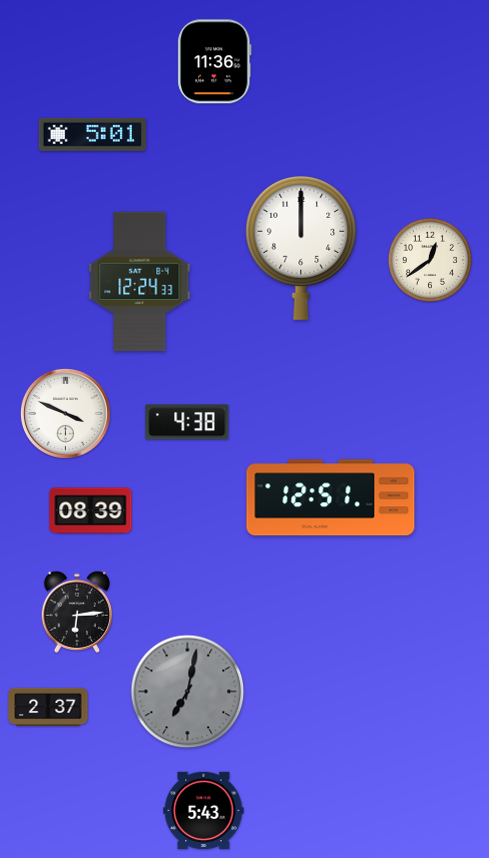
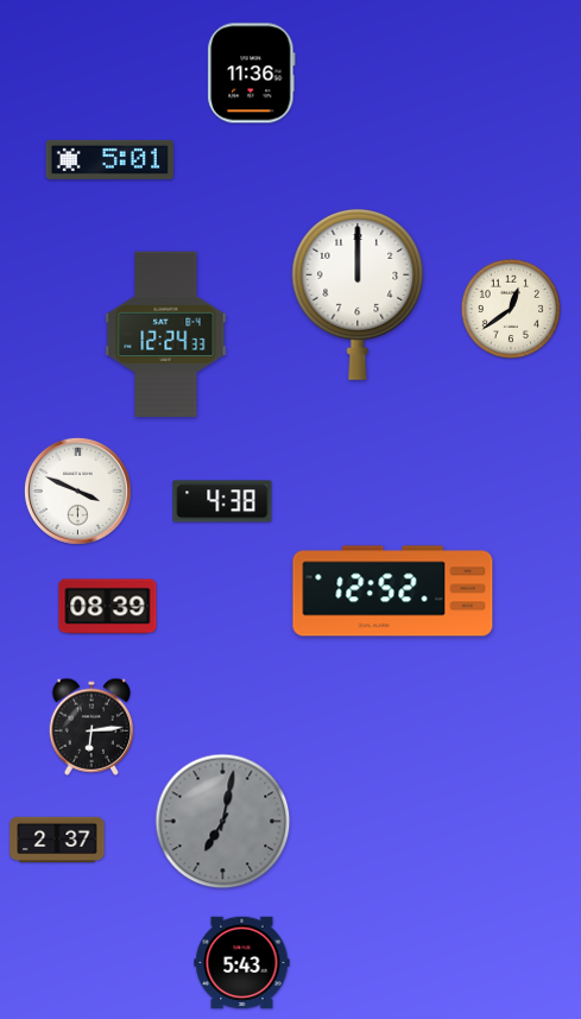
clock at (215, 62) position: (215, 62) -> (252, 74)
clock at (331, 498): 12:51 -> 12:52
